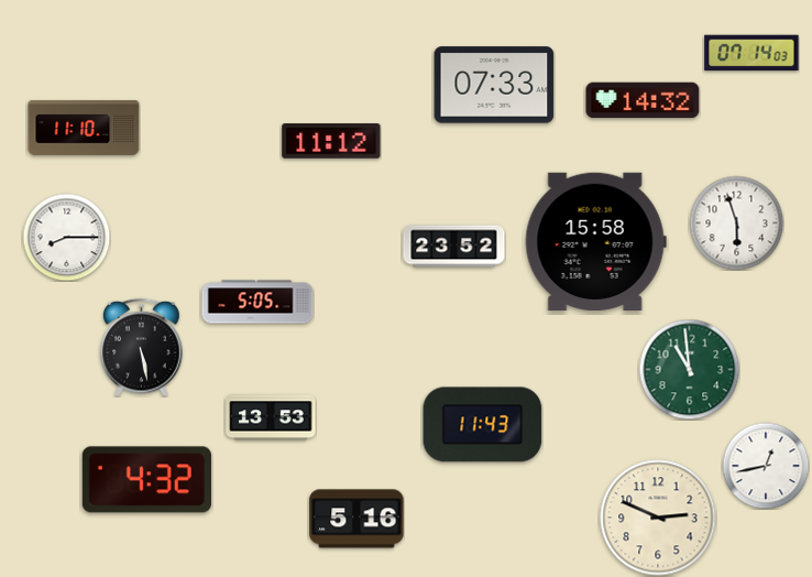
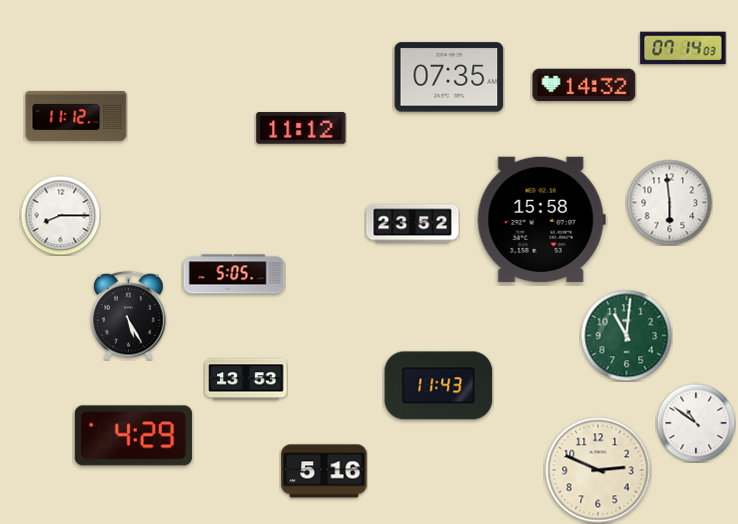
clock at (494, 85): 07:33 -> 07:35
clock at (643, 100) position: (643, 100) -> (584, 85)
clock at (84, 128): 11:10 -> 11:12
clock at (736, 222): 5:57 -> 5:59
clock at (142, 347): 5:28 -> 5:25
clock at (689, 369): 10:59 -> 11:01
clock at (766, 466): 12:43 -> 10:51
clock at (146, 480): 4:32 -> 4:29
